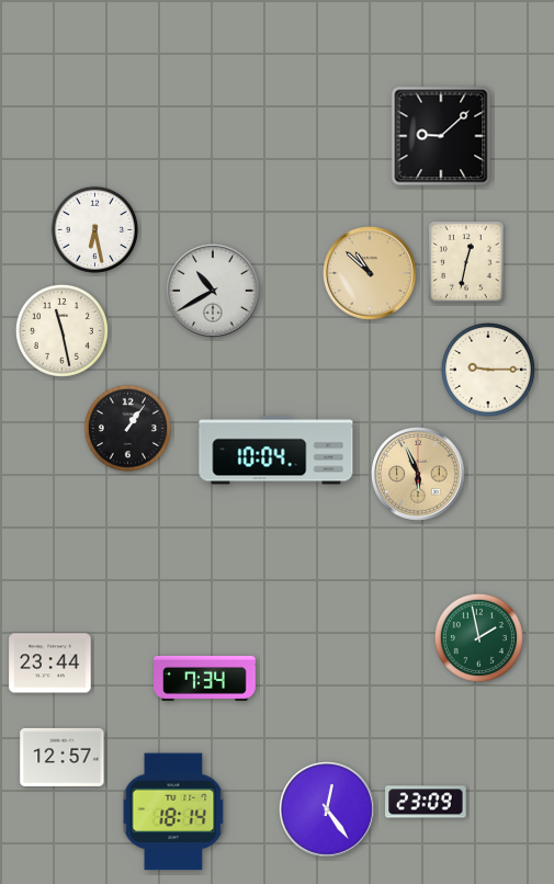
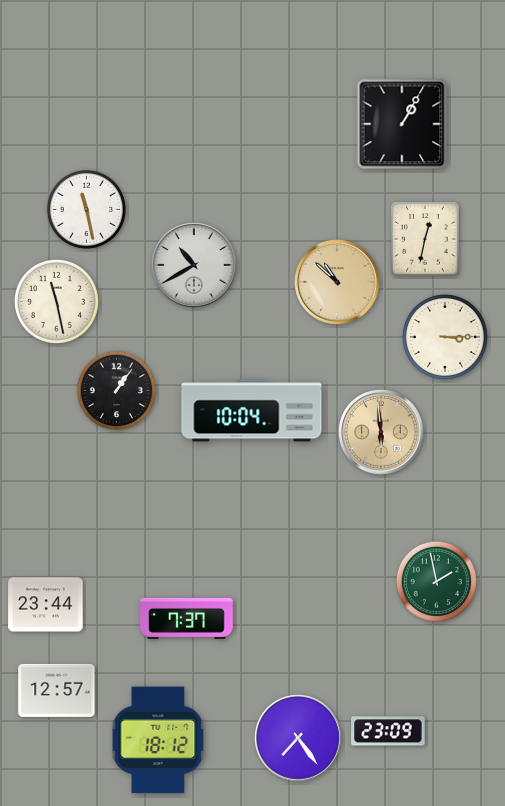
clock at (441, 136): 9:08 -> 1:05
clock at (94, 229): 6:28 -> 11:28
clock at (371, 274) position: (371, 274) -> (338, 283)
clock at (488, 370): 9:15 -> 3:15
clock at (419, 475): 5:56 -> 5:59
clock at (205, 678): 7:34 -> 7:37
clock at (328, 811): 12:24 -> 7:24
clock at (173, 812): 18:14 -> 18:12
